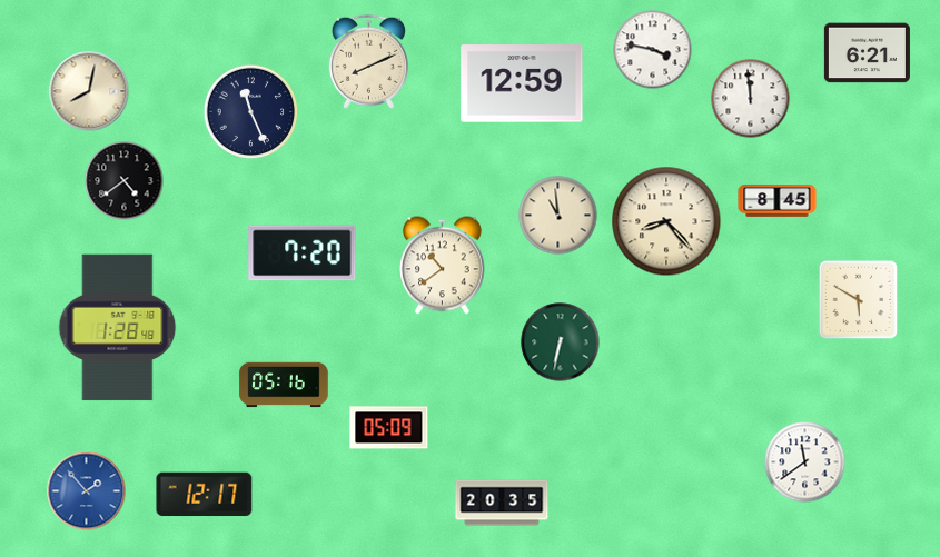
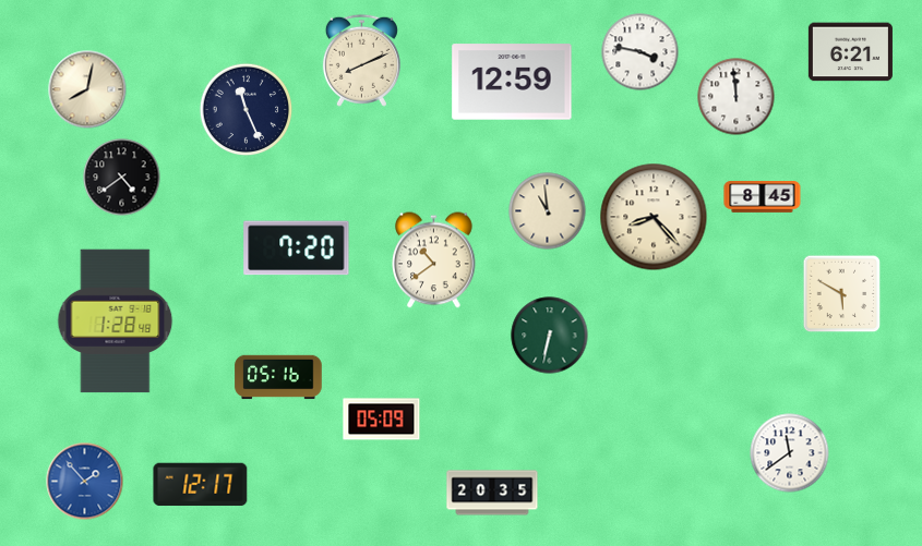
clock at (653, 50) position: (653, 50) -> (640, 52)
